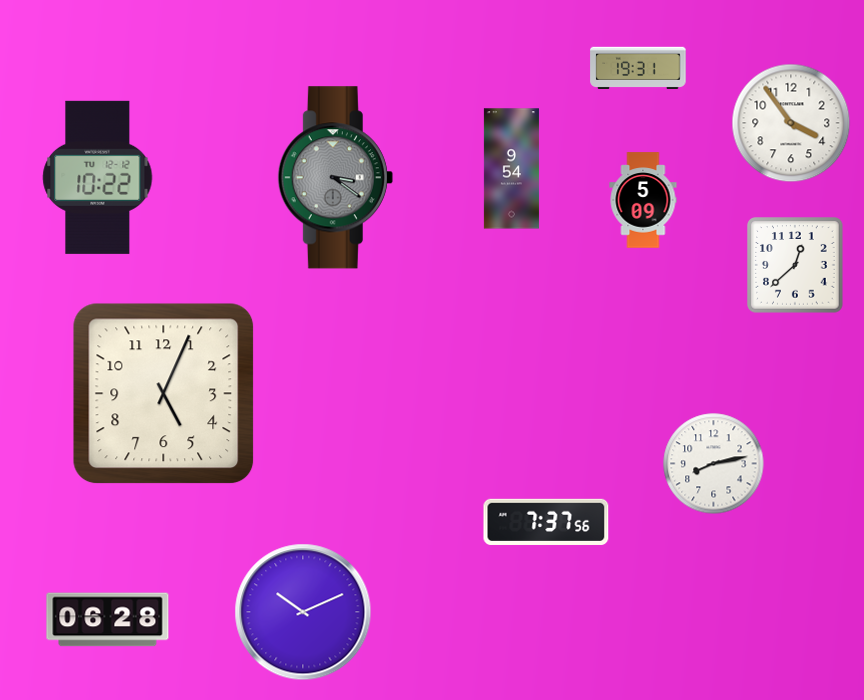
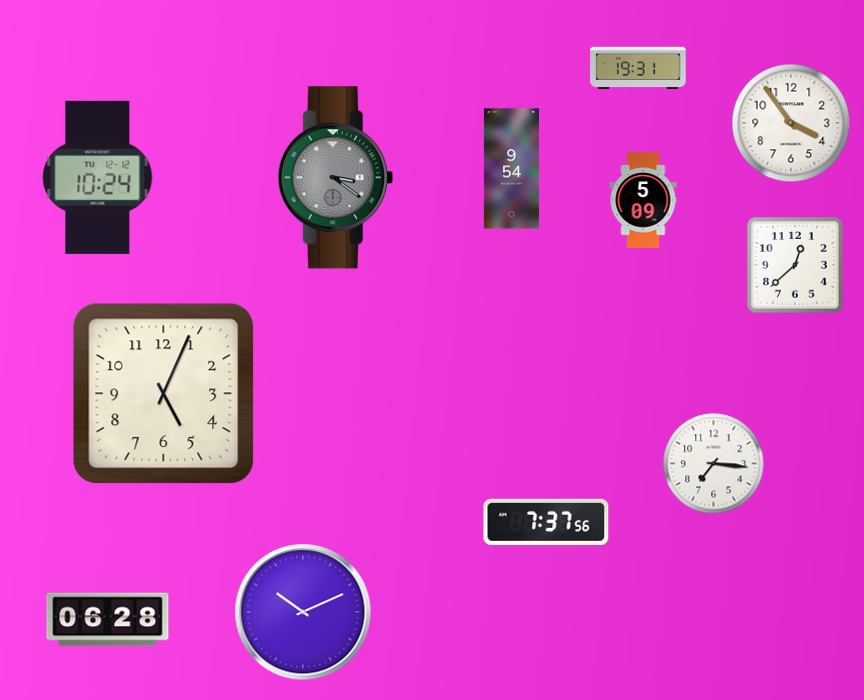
clock at (98, 177): 10:22 -> 10:24
clock at (714, 464): 8:13 -> 7:16
